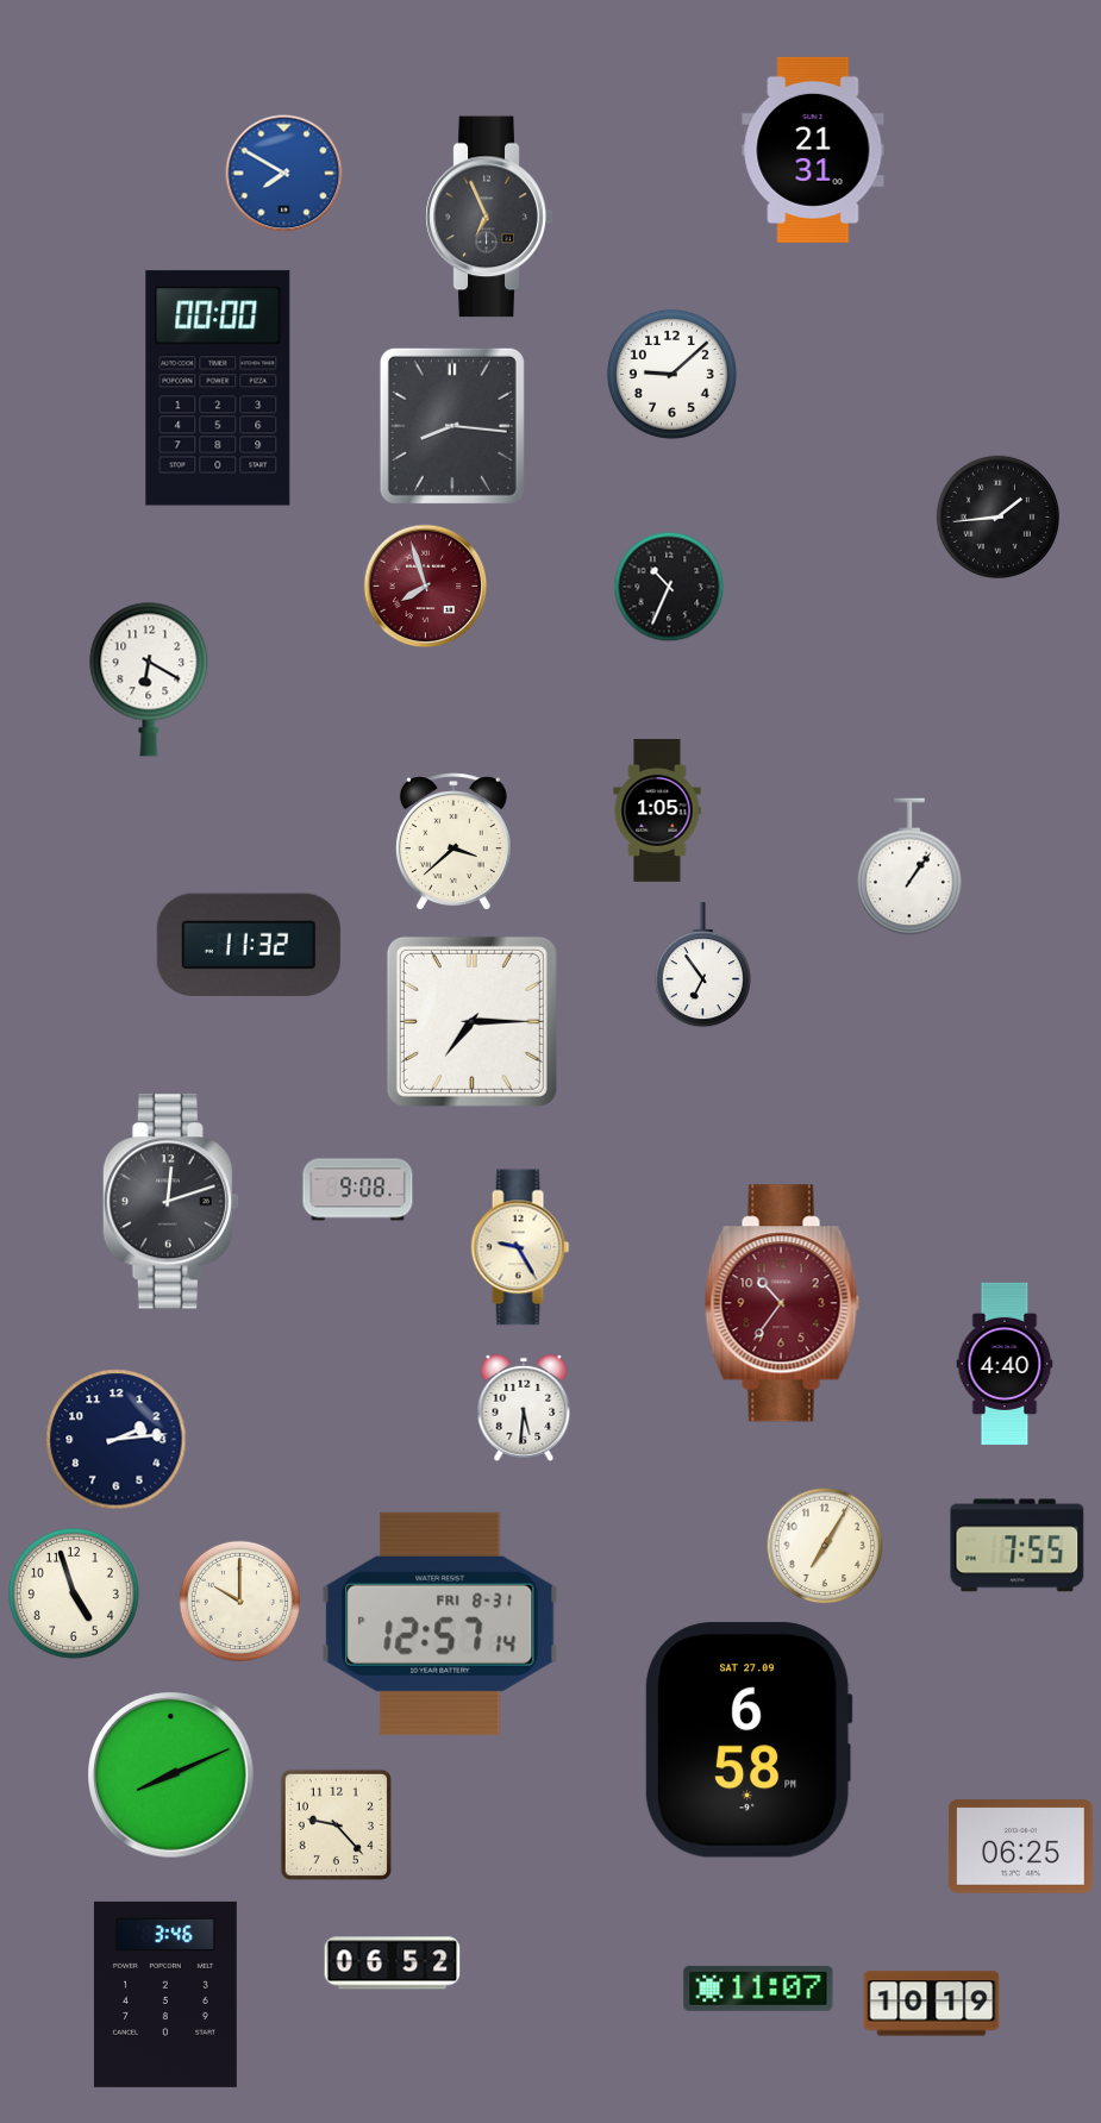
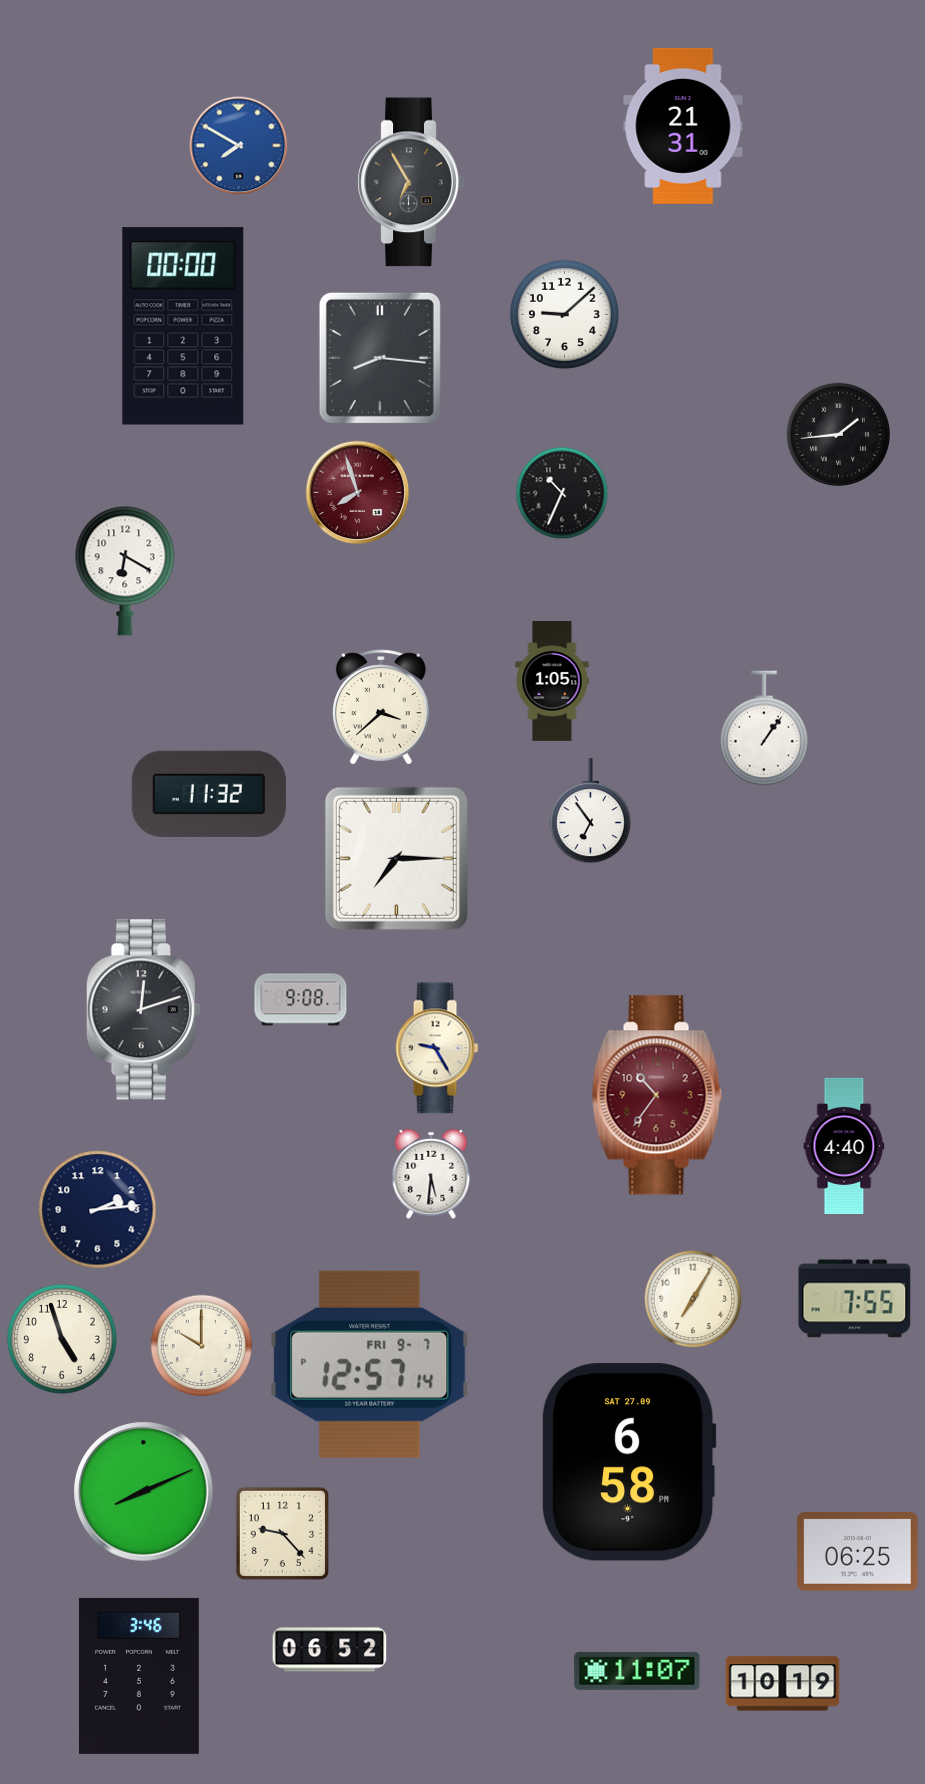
clock at (489, 217): 6:56 -> 6:55
clock at (524, 1408) position: (524, 1408) -> (431, 1174)
clock at (440, 1623) date: FRI 8-31 -> FRI 9-7
